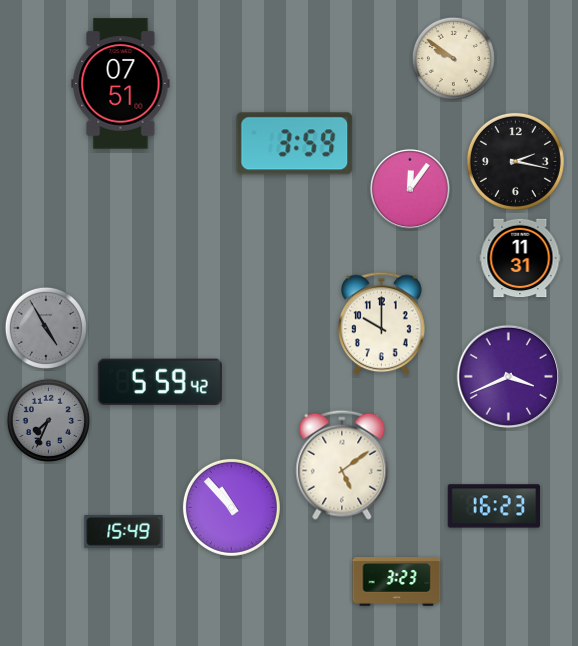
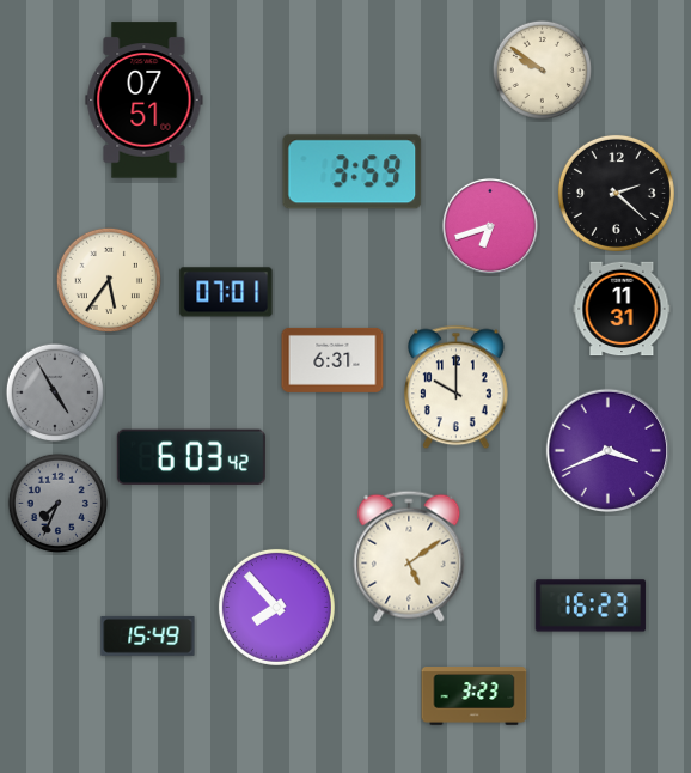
clock at (515, 161): 2:17 -> 2:22
clock at (410, 189): 12:06 -> 6:42
clock at (109, 280): none -> 5:36
clock at (226, 292): none -> 07:01
clock at (332, 360): none -> 6:31
clock at (160, 381): 5:59 -> 6:03
clock at (231, 507): 10:53 -> 7:53
